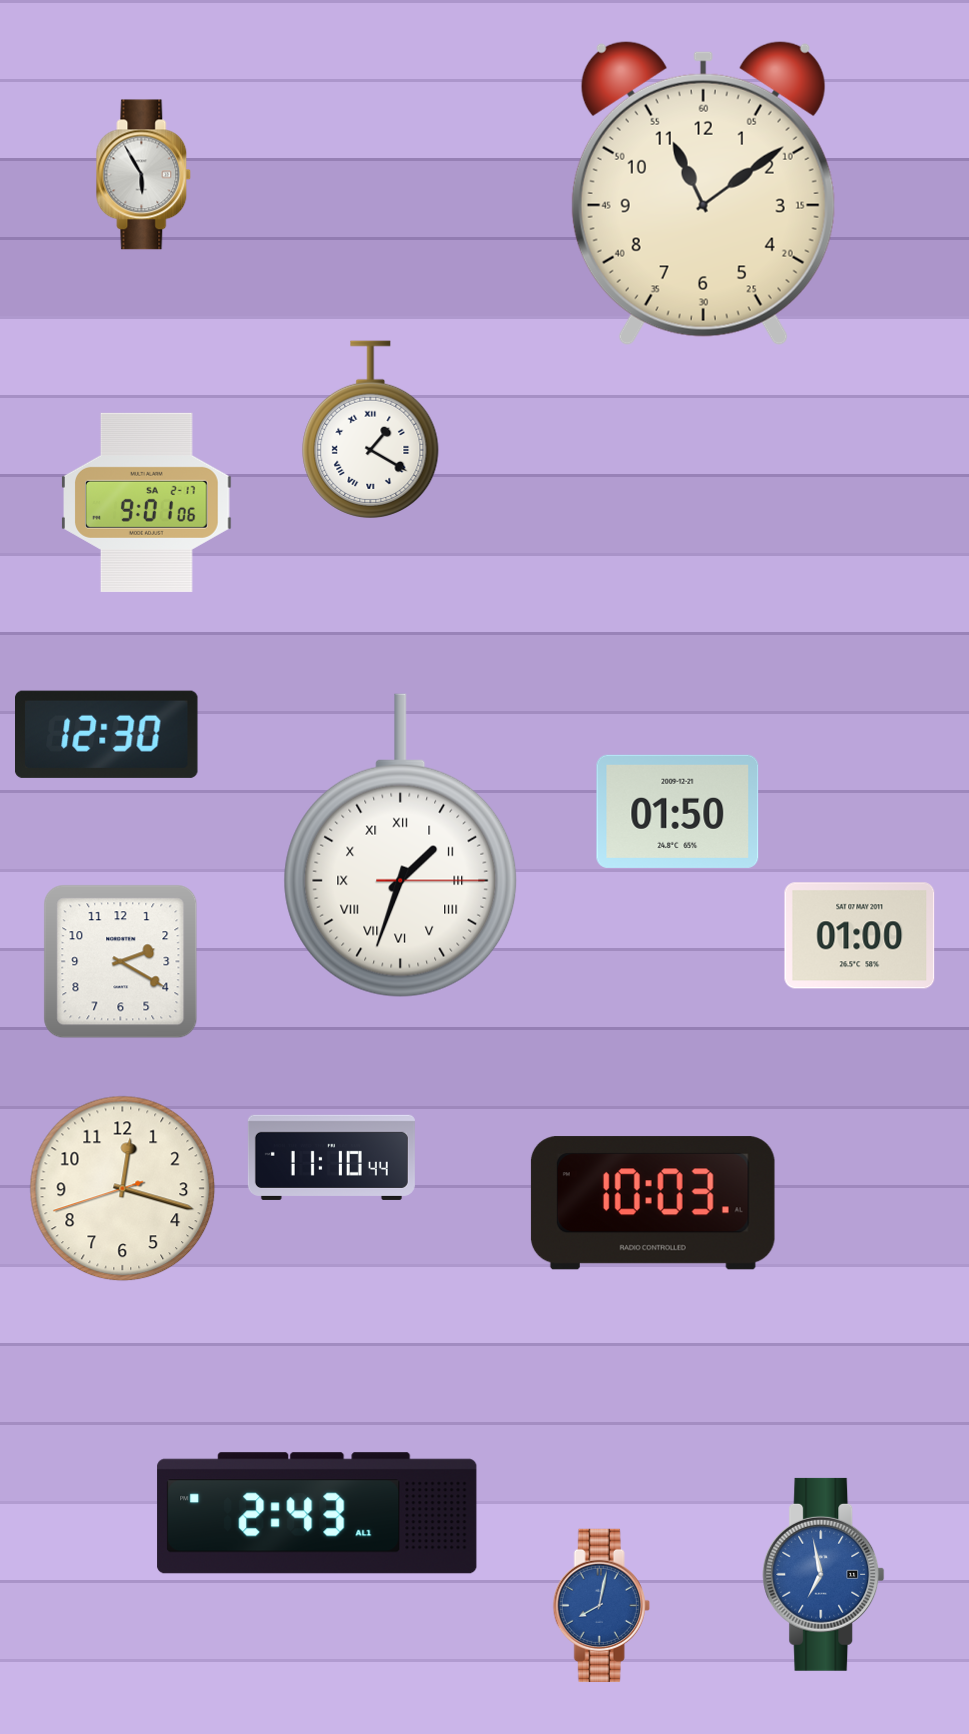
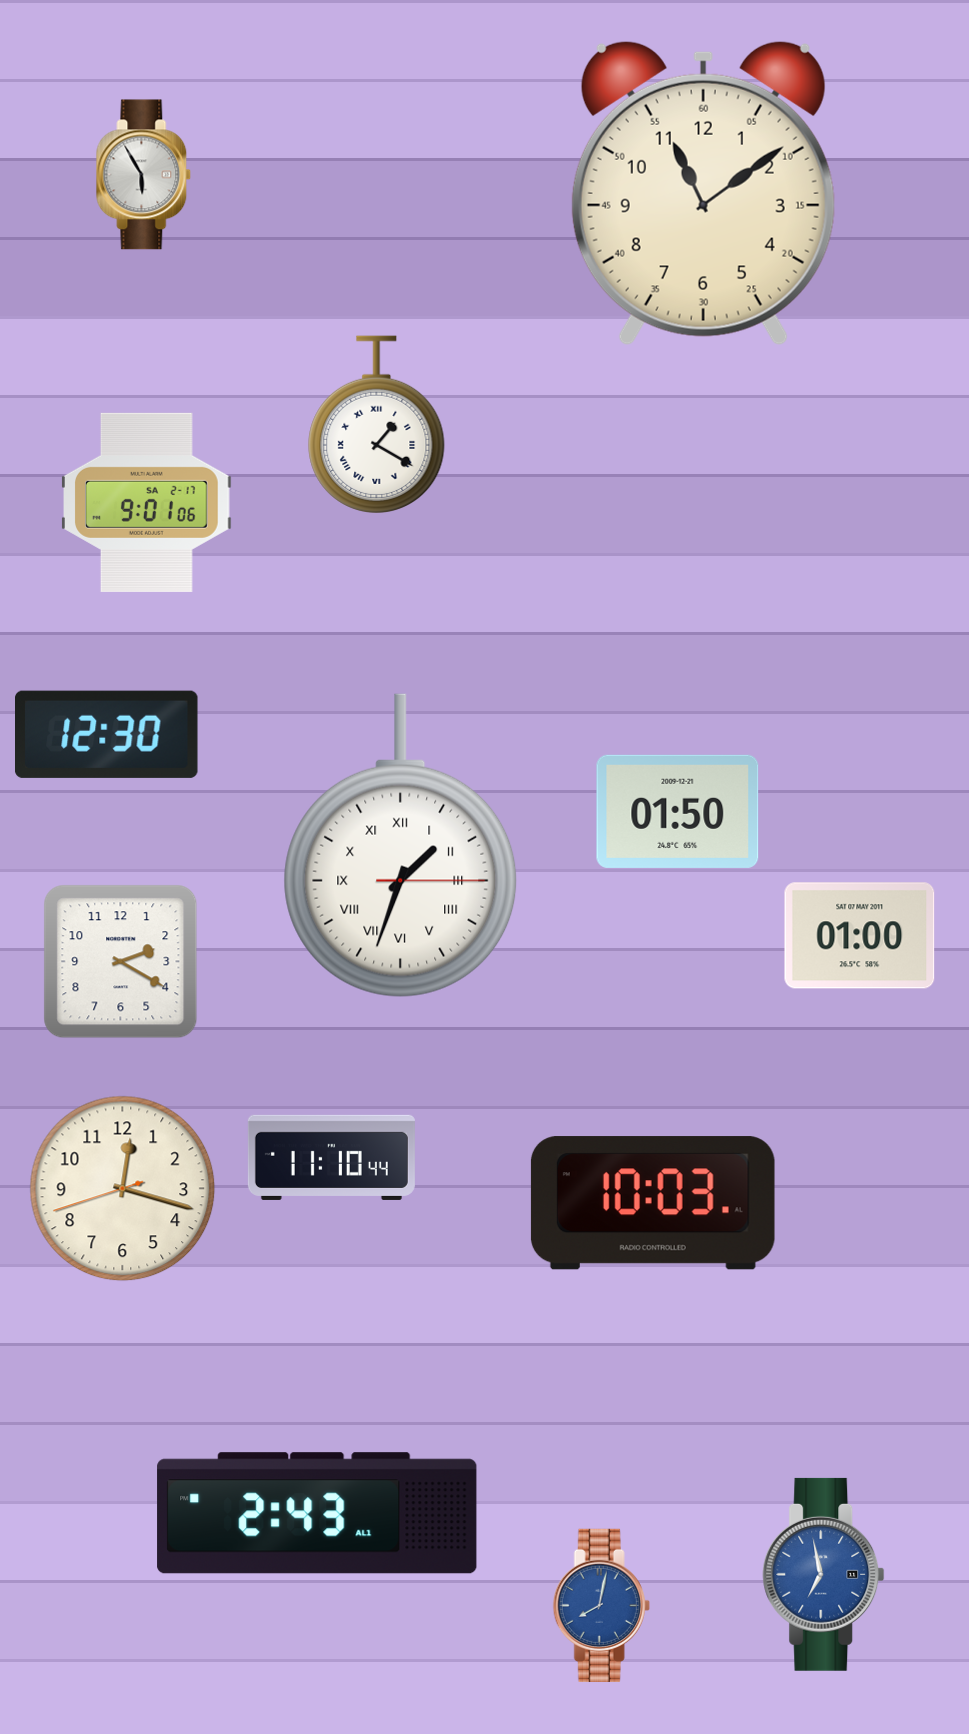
clock at (371, 429) position: (371, 429) -> (377, 424)
